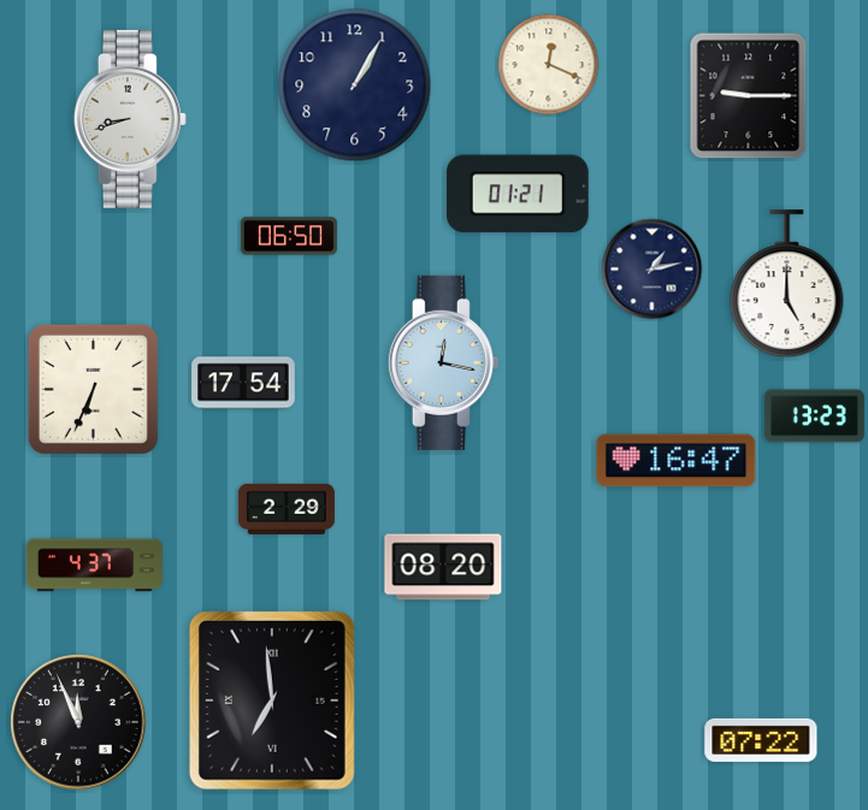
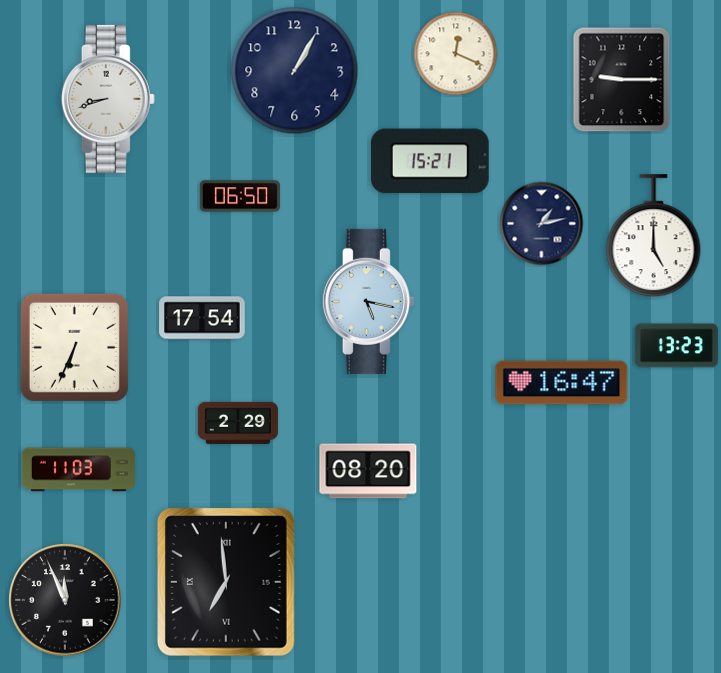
clock at (518, 194): 01:21 -> 15:21
clock at (443, 362): 12:17 -> 5:17
clock at (93, 389) position: (93, 389) -> (74, 347)
clock at (94, 566): 4:37 -> 11:03
clock at (761, 740): 07:22 -> none
